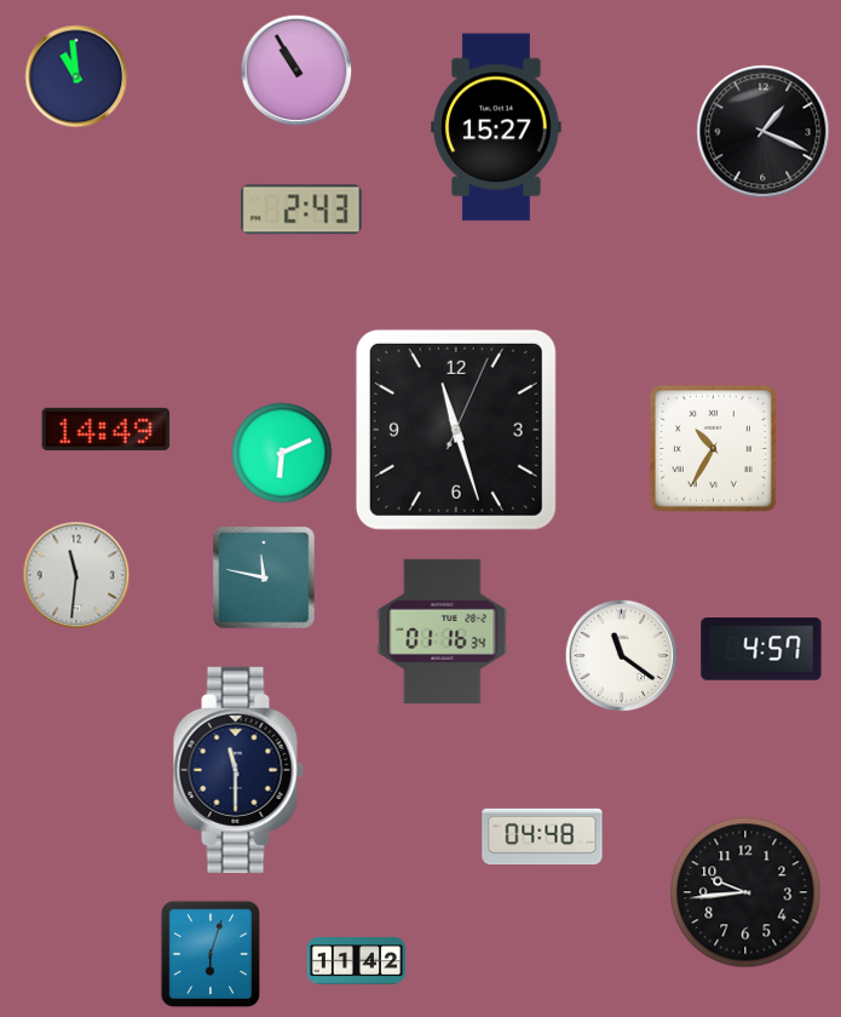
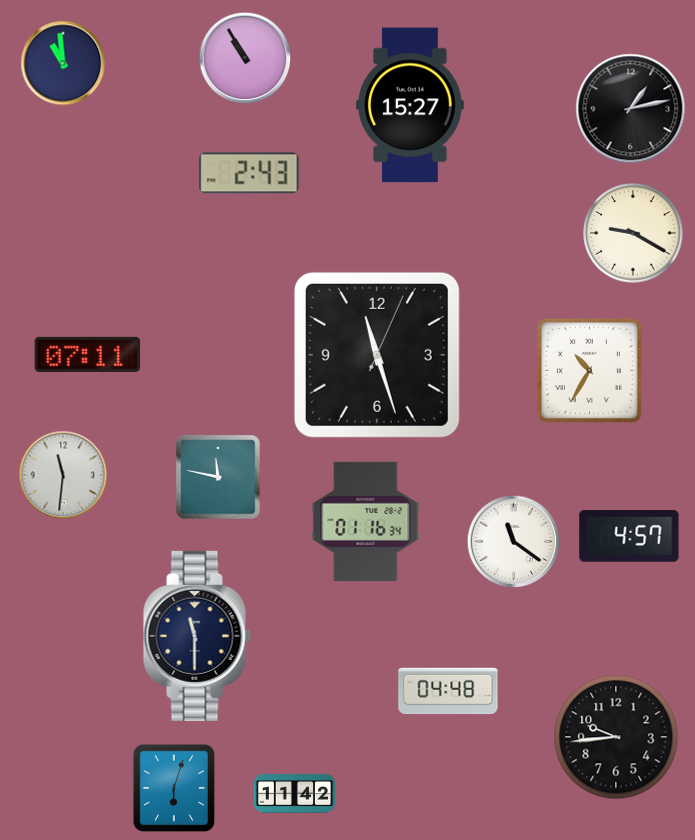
clock at (764, 132): 1:19 -> 1:13
clock at (633, 233): none -> 9:20
clock at (106, 429): 14:49 -> 07:11
clock at (282, 453): 6:11 -> none
